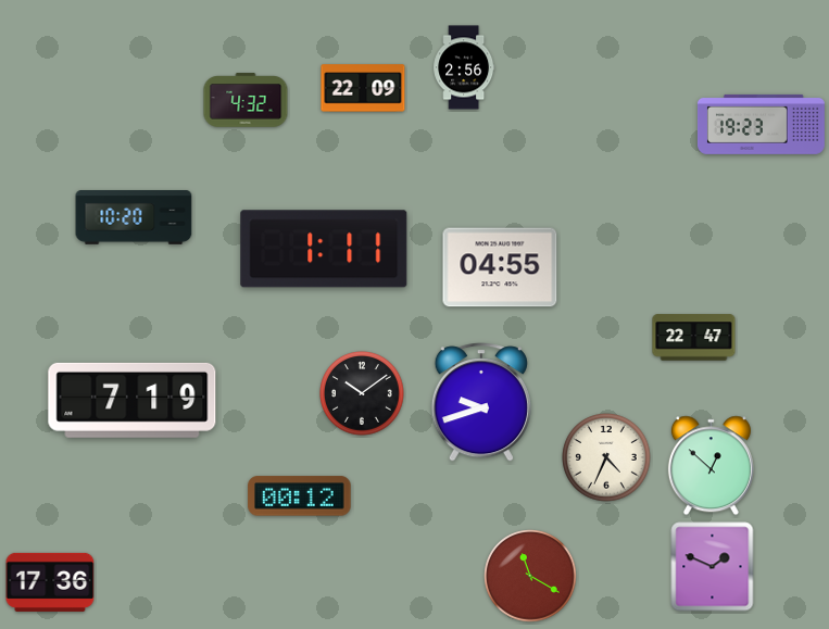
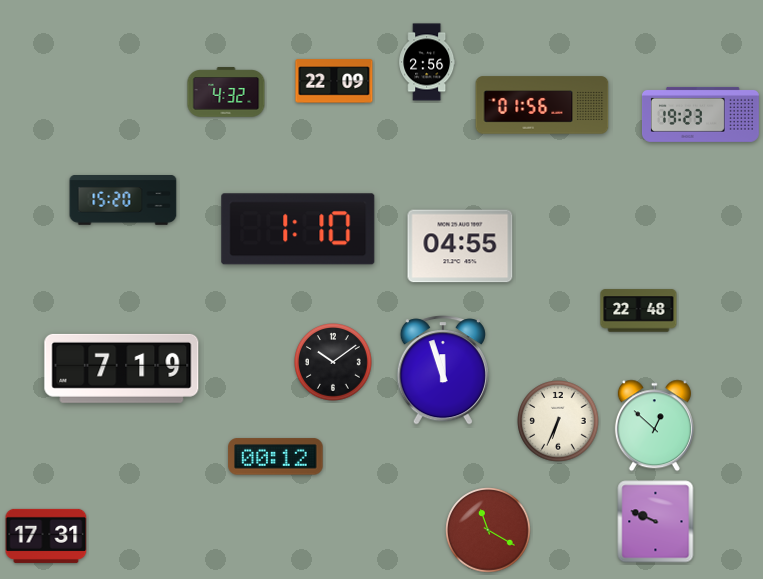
clock at (542, 105): none -> 01:56
clock at (134, 218): 10:20 -> 15:20
clock at (324, 249): 1:11 -> 1:10
clock at (694, 338): 22:47 -> 22:48
clock at (481, 402): 9:42 -> 11:57
clock at (606, 457): 4:34 -> 6:34
clock at (711, 466) position: (711, 466) -> (654, 426)
clock at (713, 567): 1:49 -> 9:49
clock at (50, 582): 17:36 -> 17:31
